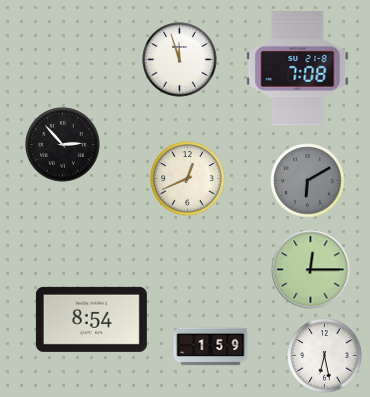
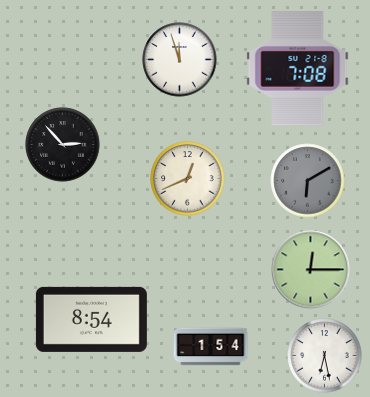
clock at (211, 347): 1:59 -> 1:54
